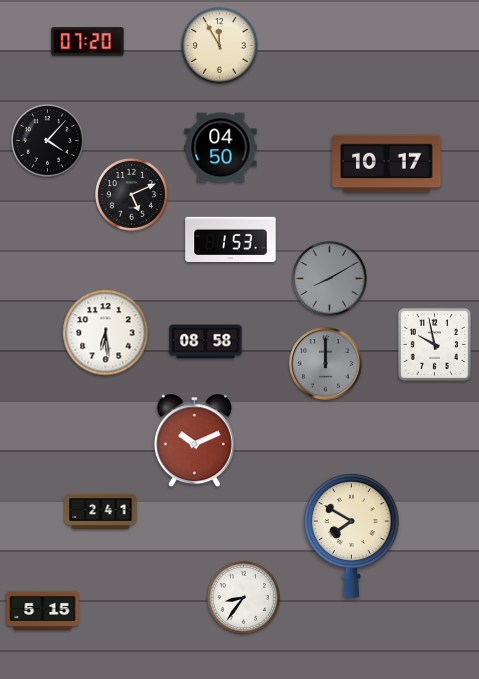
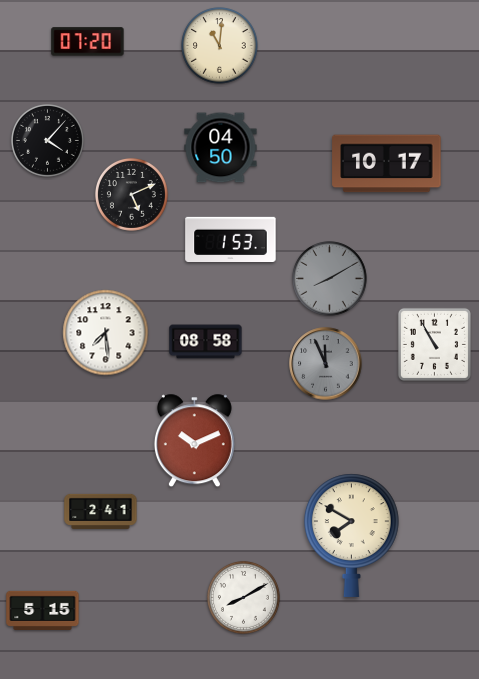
clock at (220, 46): 11:55 -> 11:01
clock at (106, 333): 6:29 -> 7:29
clock at (434, 344): 9:58 -> 10:55
clock at (326, 364): 12:00 -> 11:56
clock at (243, 597): 8:36 -> 8:10
